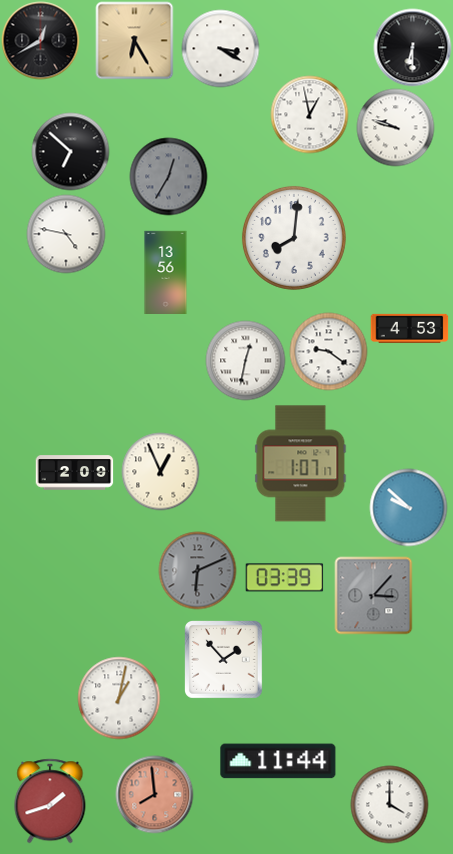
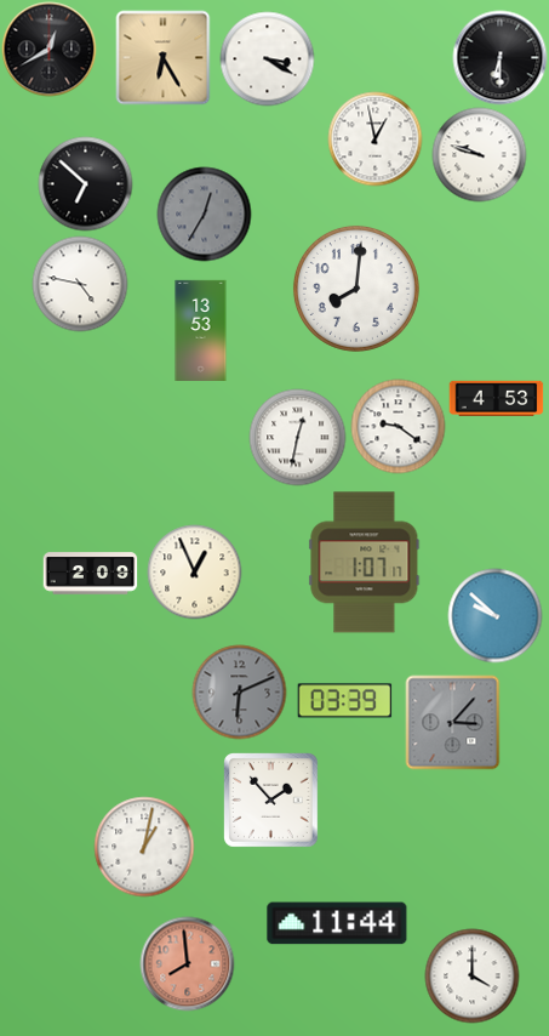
clock at (134, 40) position: (134, 40) -> (162, 57)
clock at (166, 272): 13:56 -> 13:53
clock at (50, 801): 1:42 -> none
